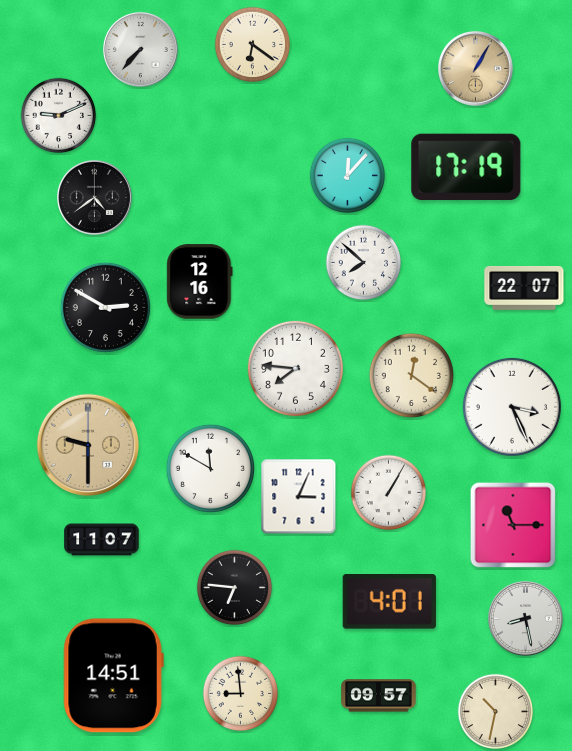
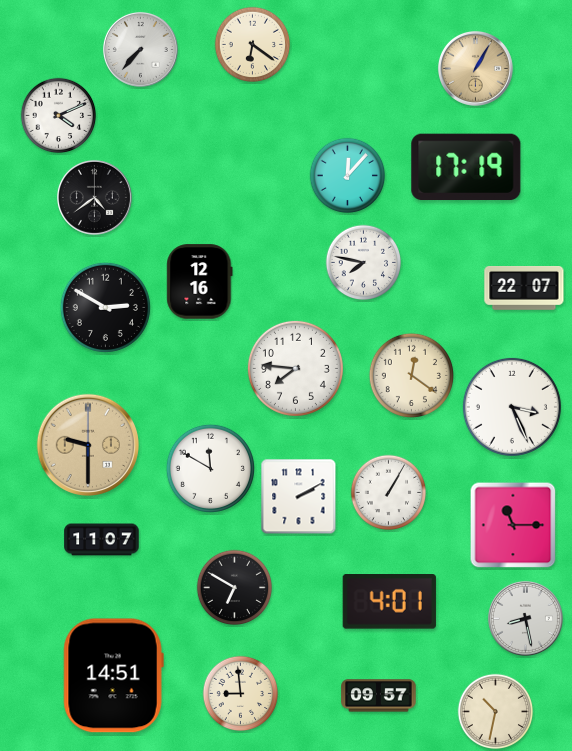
clock at (59, 116): 9:11 -> 4:11
clock at (364, 263): 7:52 -> 7:47
clock at (299, 497): 3:04 -> 2:10
clock at (235, 588): 6:46 -> 6:50
